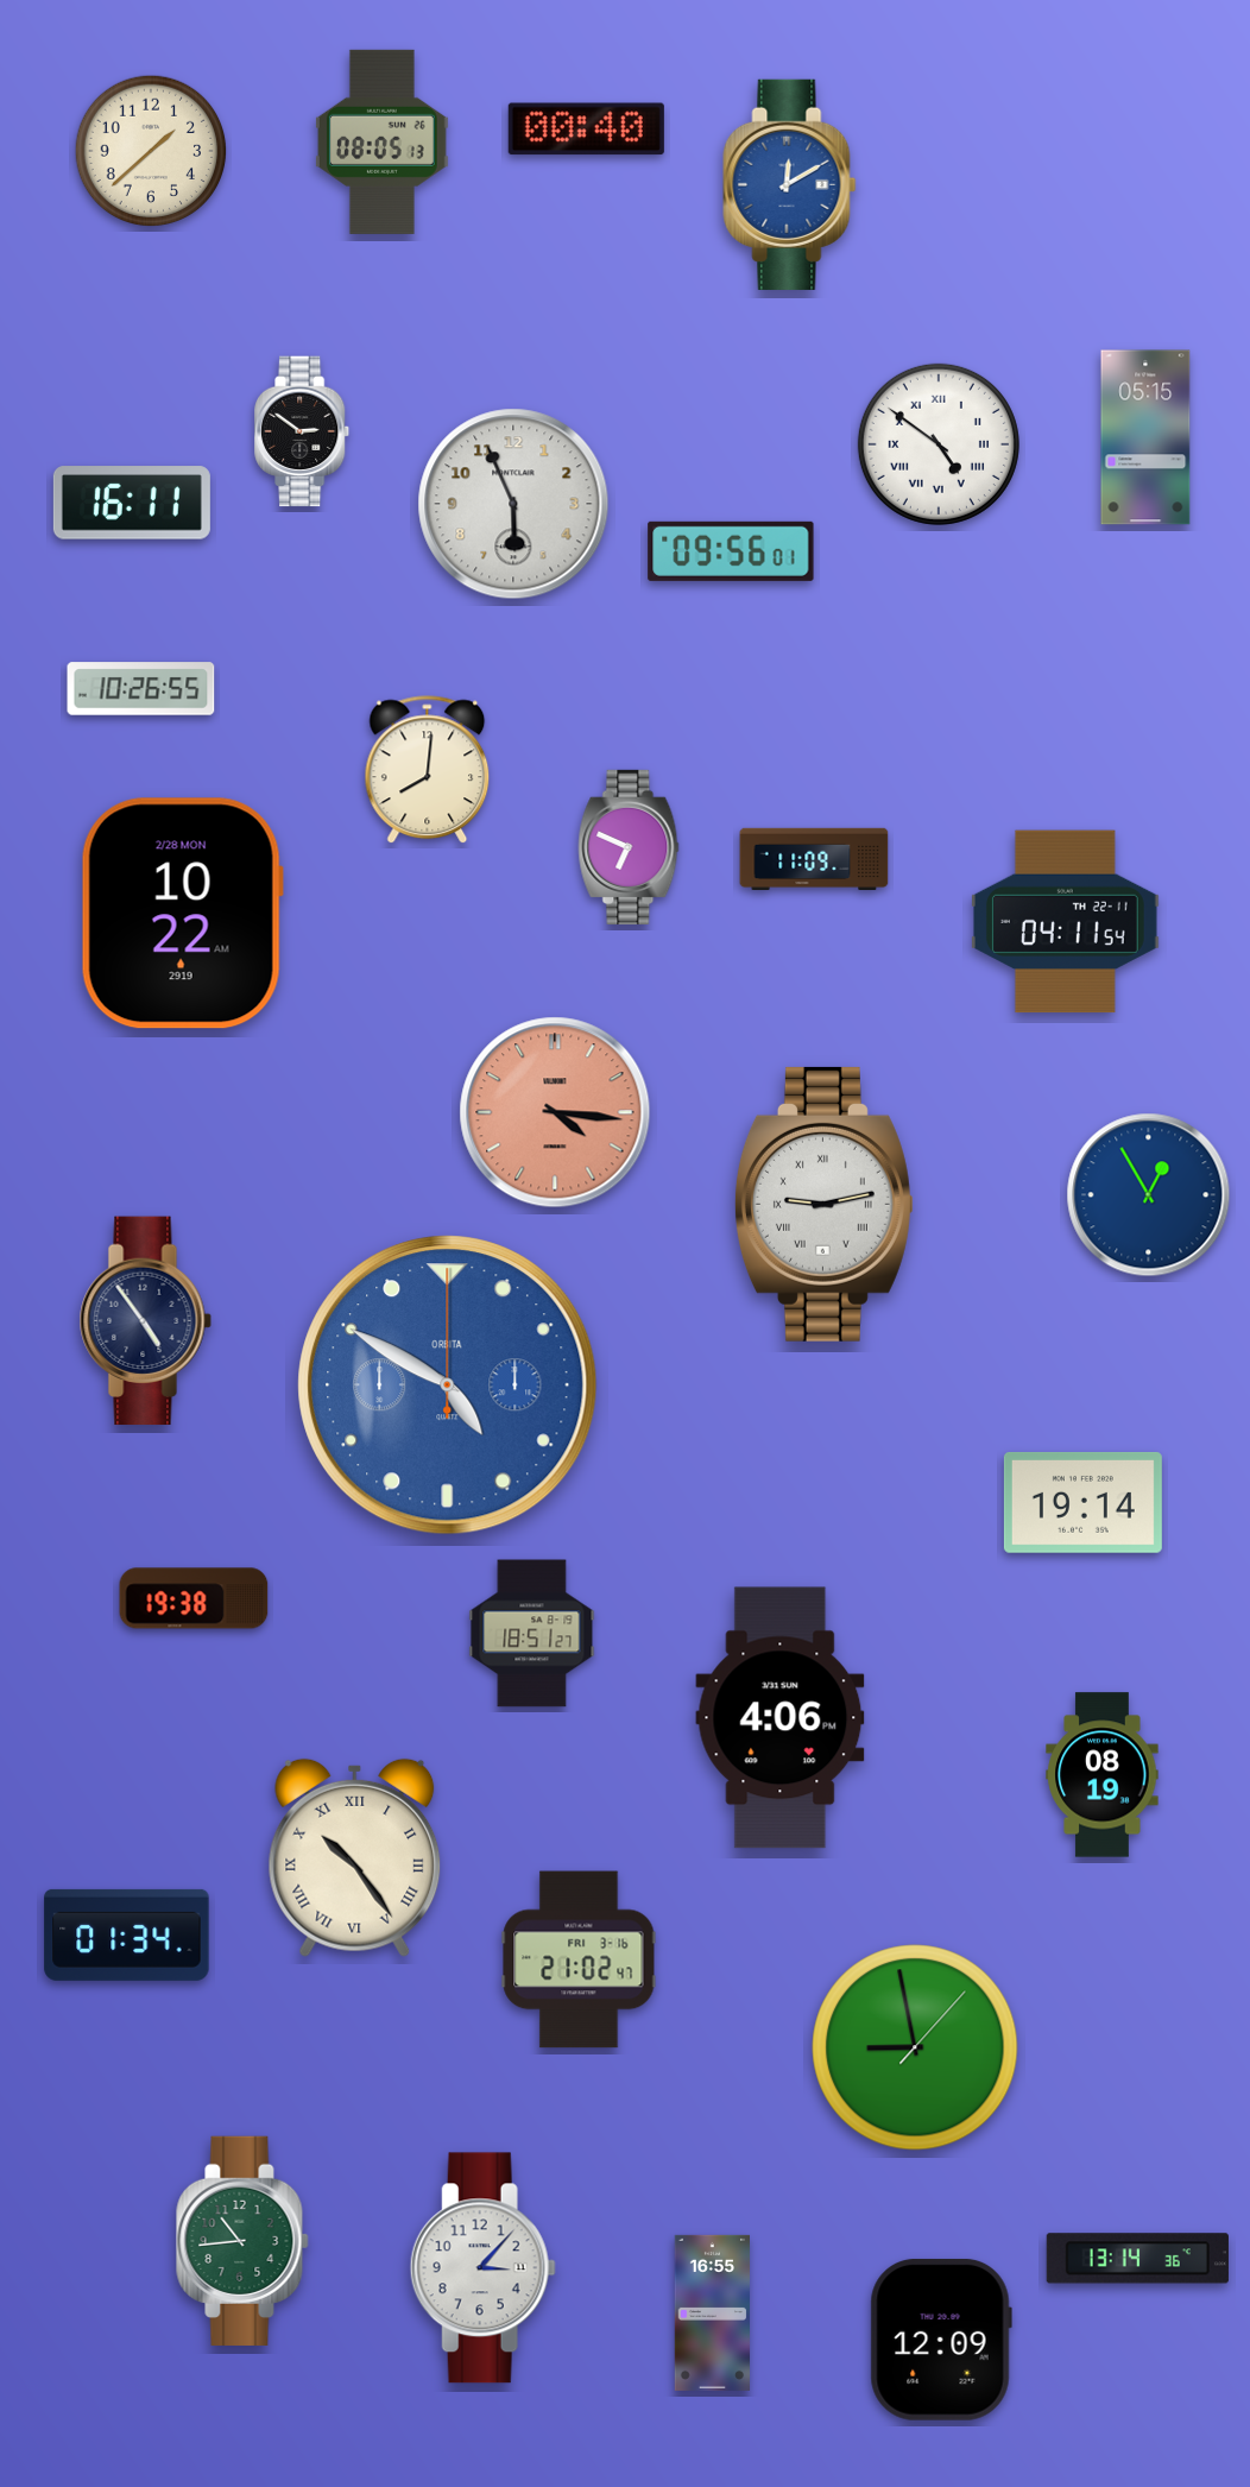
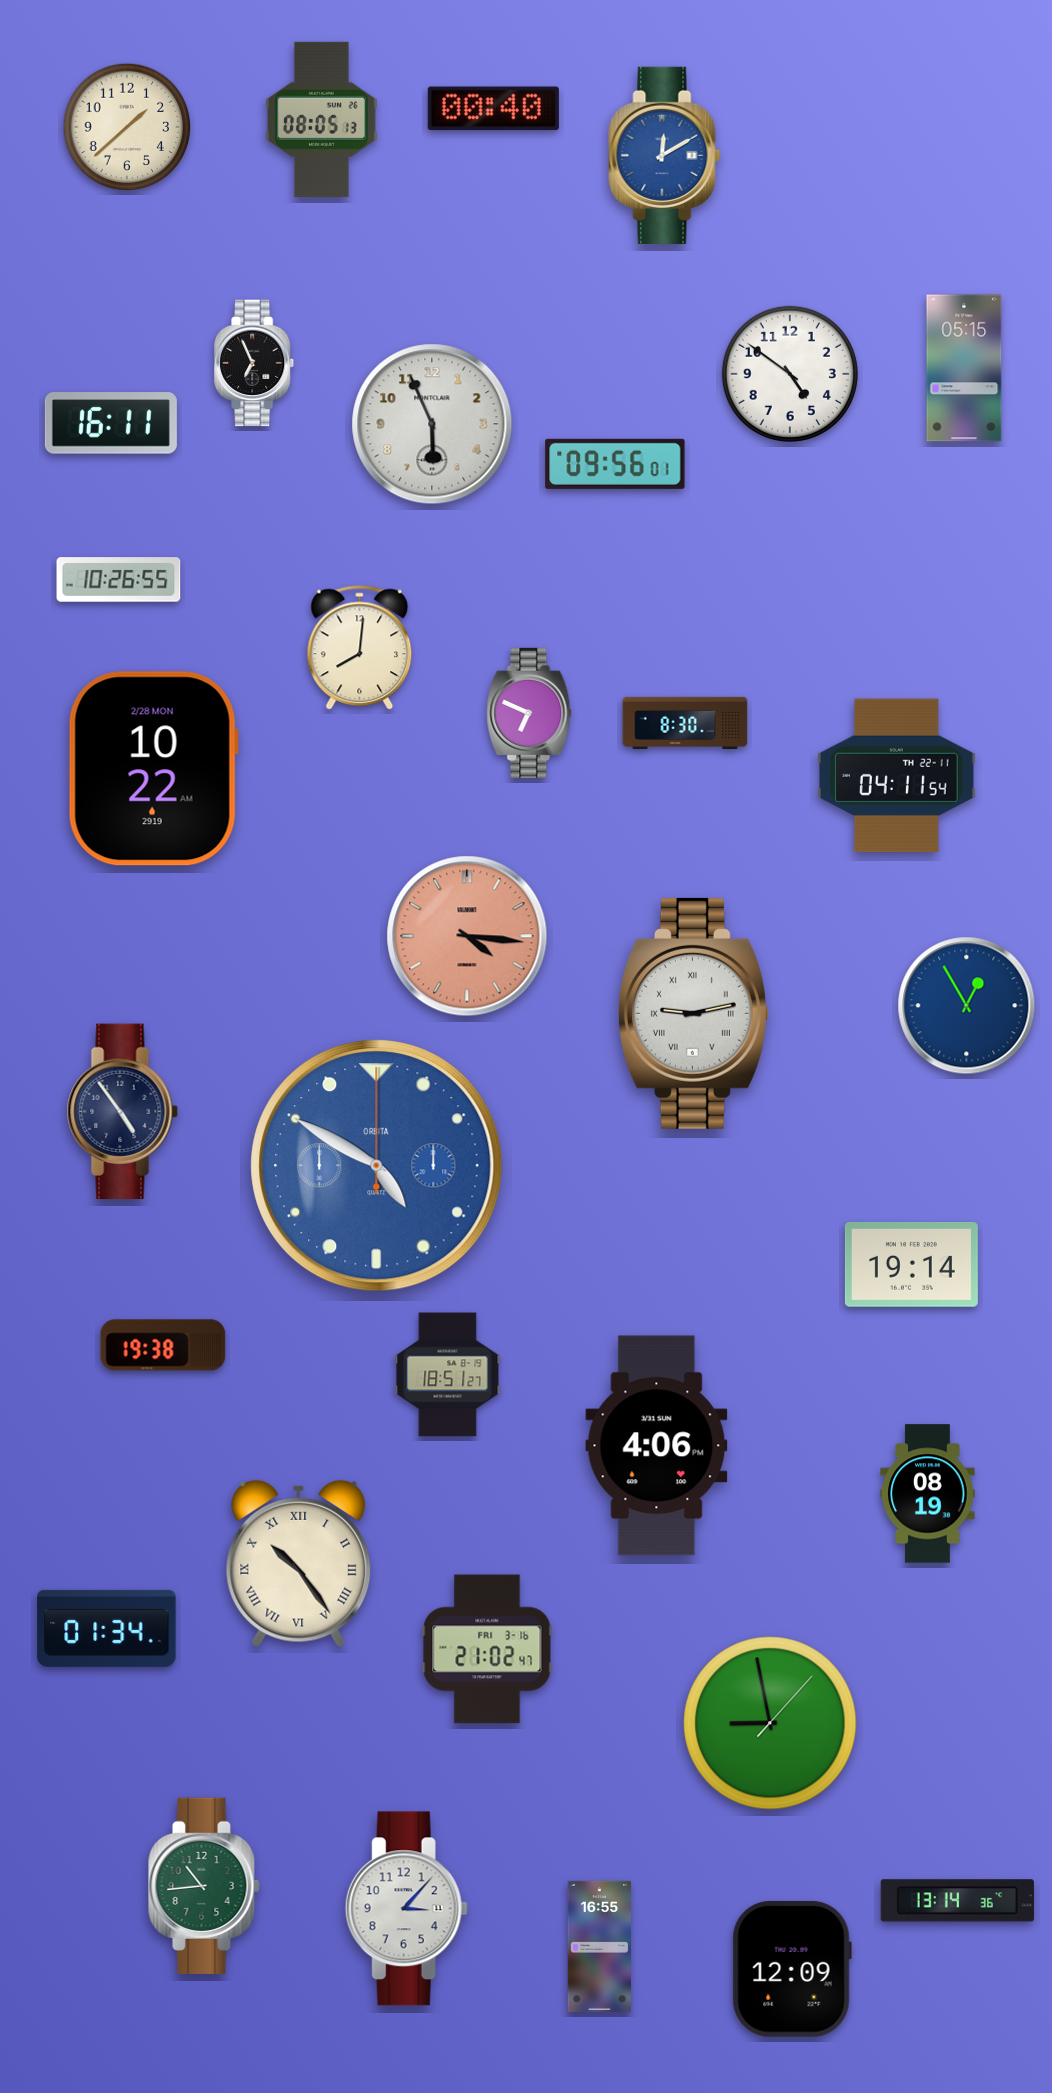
clock at (303, 431): 2:51 -> 6:56
clock at (939, 444) numerals: Roman -> Arabic
clock at (814, 858): 11:09 -> 8:30
